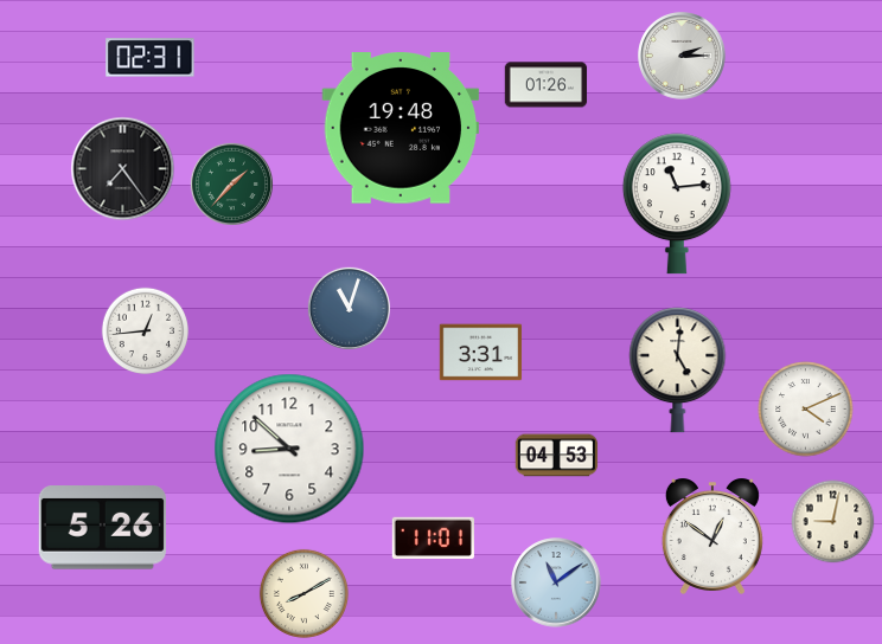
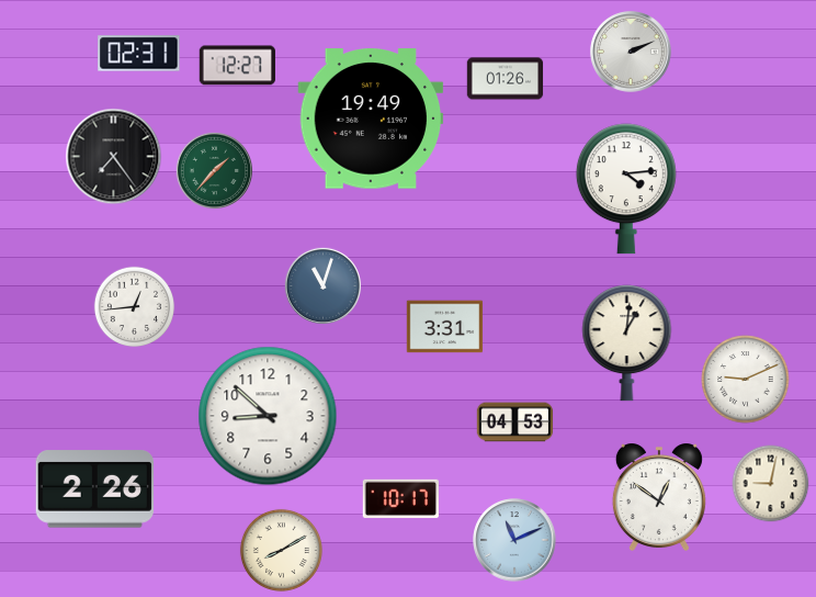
clock at (682, 56): 2:15 -> 2:11
clock at (237, 66): none -> 12:27
clock at (401, 128): 19:48 -> 19:49
clock at (677, 204): 11:14 -> 4:14
clock at (678, 371): 5:01 -> 1:01
clock at (806, 410): 4:11 -> 9:11
clock at (102, 528): 5:26 -> 2:26
clock at (433, 537): 11:01 -> 10:17
clock at (556, 582): 11:09 -> 11:11
